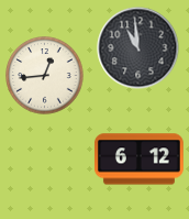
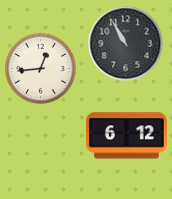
clock at (138, 48): 10:59 -> 10:55
clock at (138, 160) position: (138, 160) -> (126, 136)
